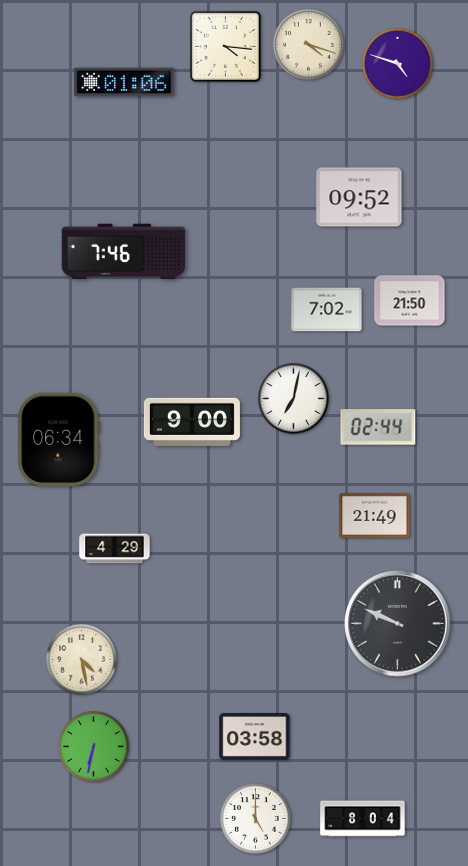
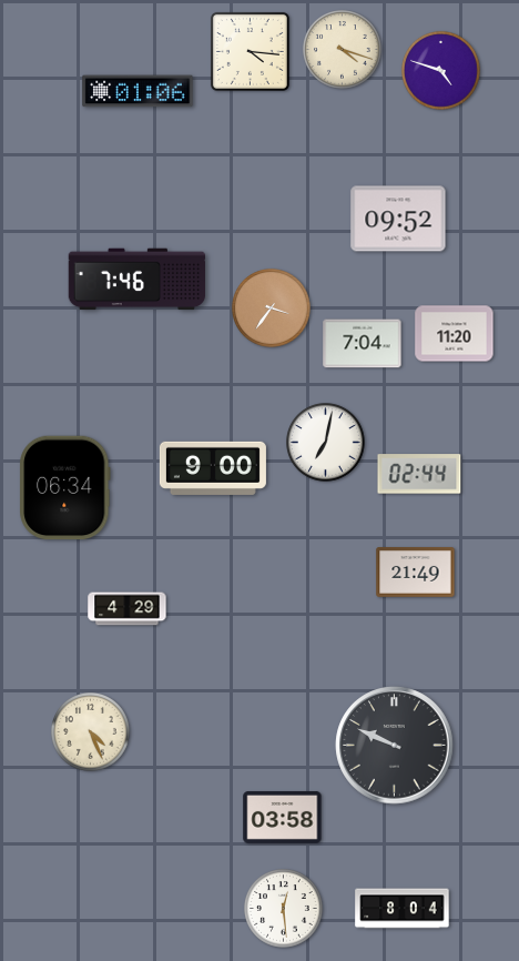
clock at (272, 308): none -> 3:36
clock at (410, 301): 21:50 -> 11:20
clock at (327, 310): 7:02 -> 7:04
clock at (398, 624) position: (398, 624) -> (395, 746)
clock at (82, 660): 4:28 -> 4:26
clock at (94, 747): 6:32 -> none
clock at (256, 819): 5:00 -> 12:29
